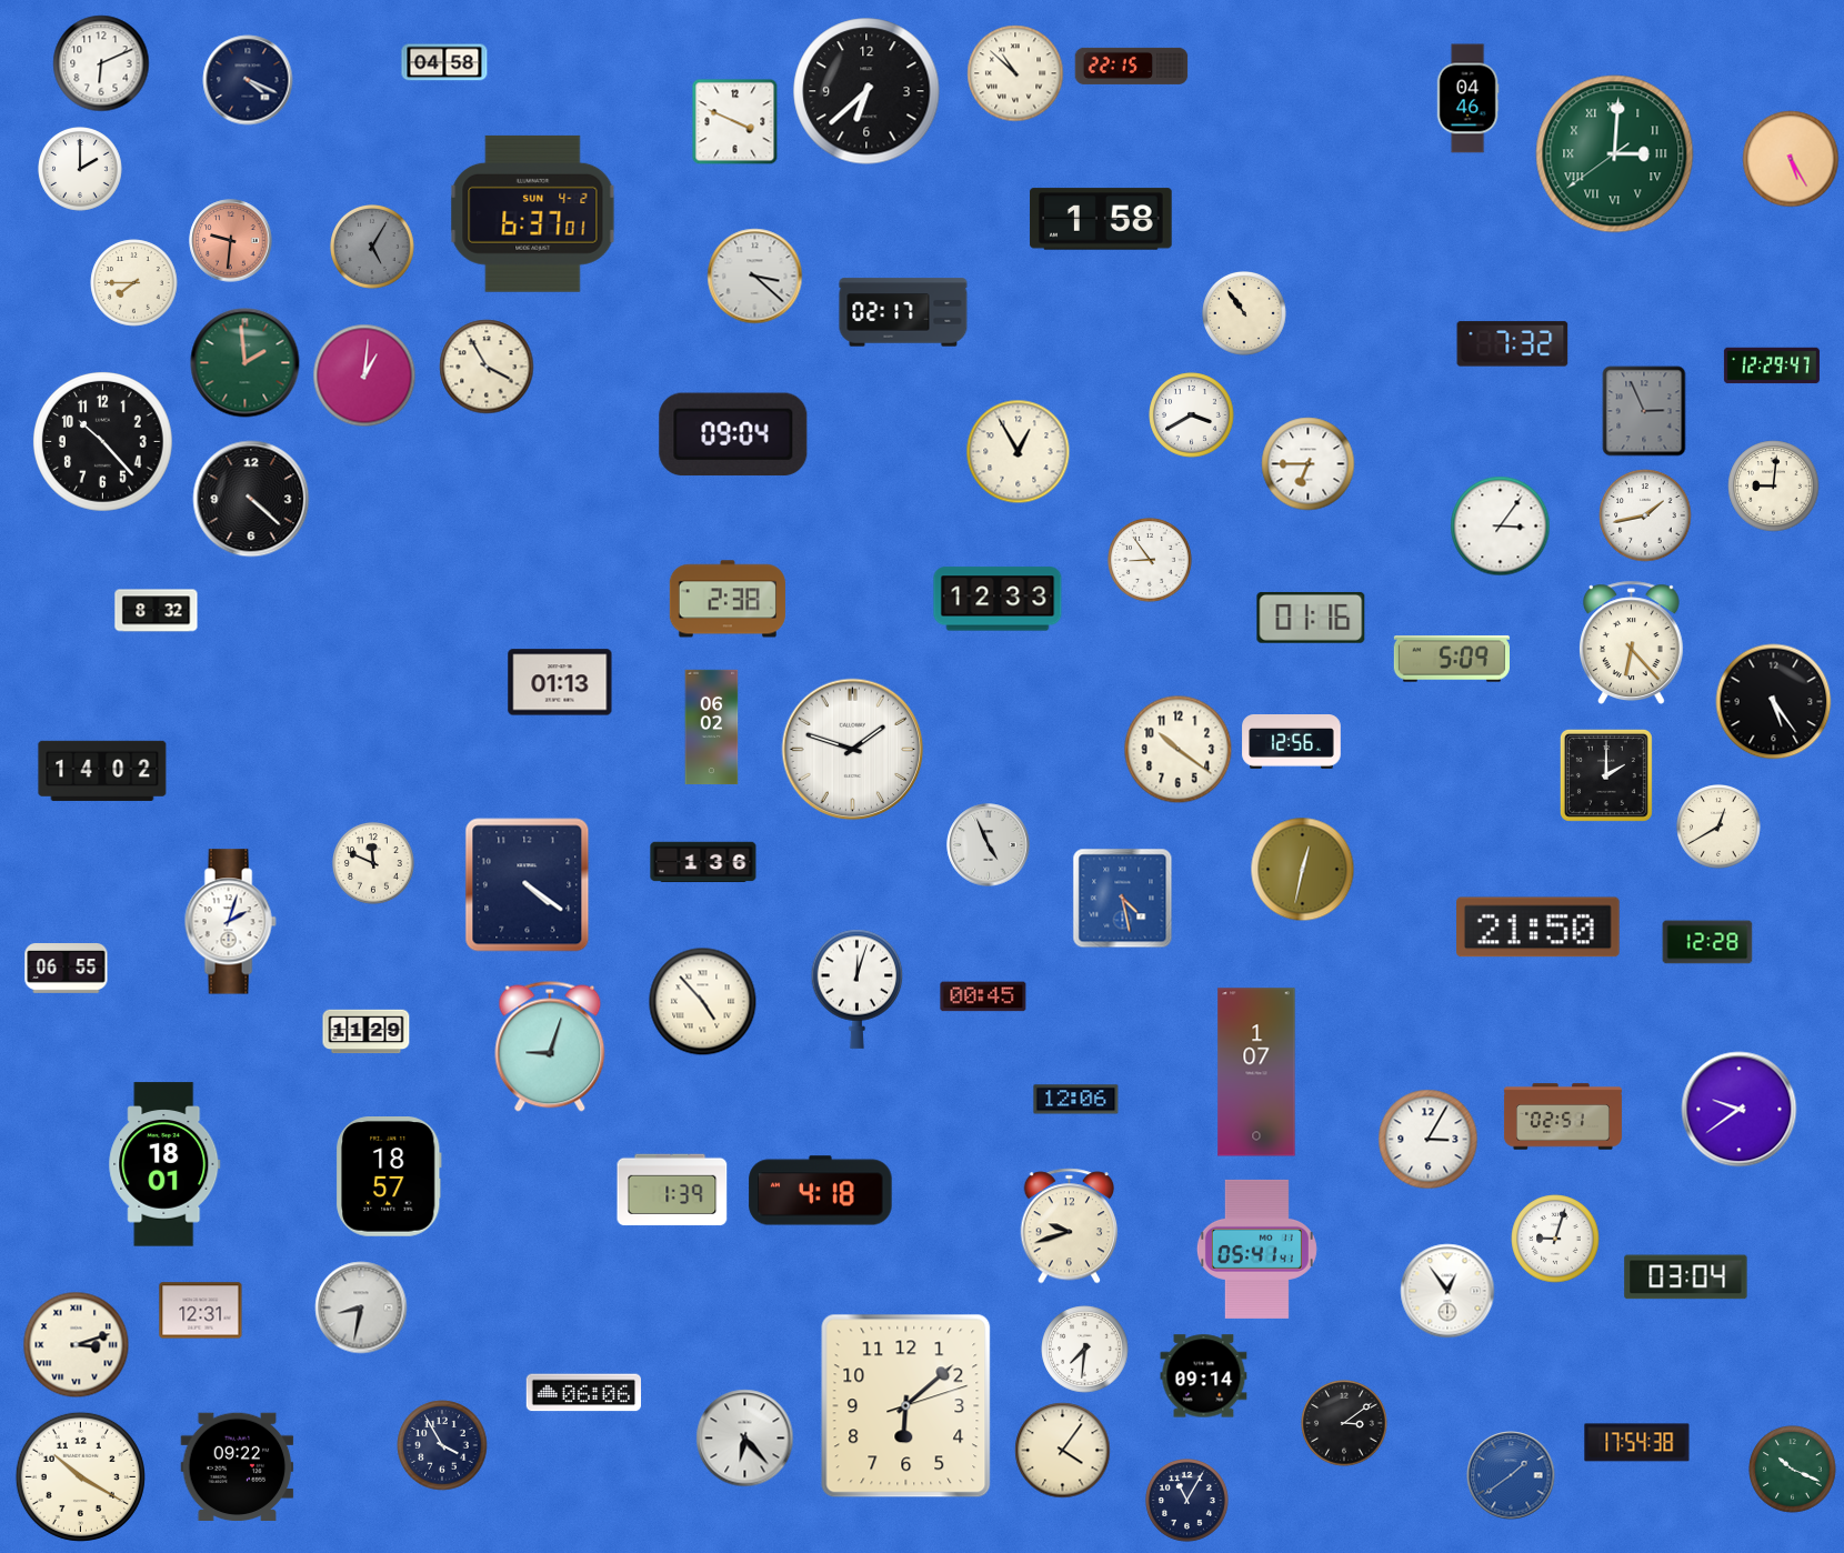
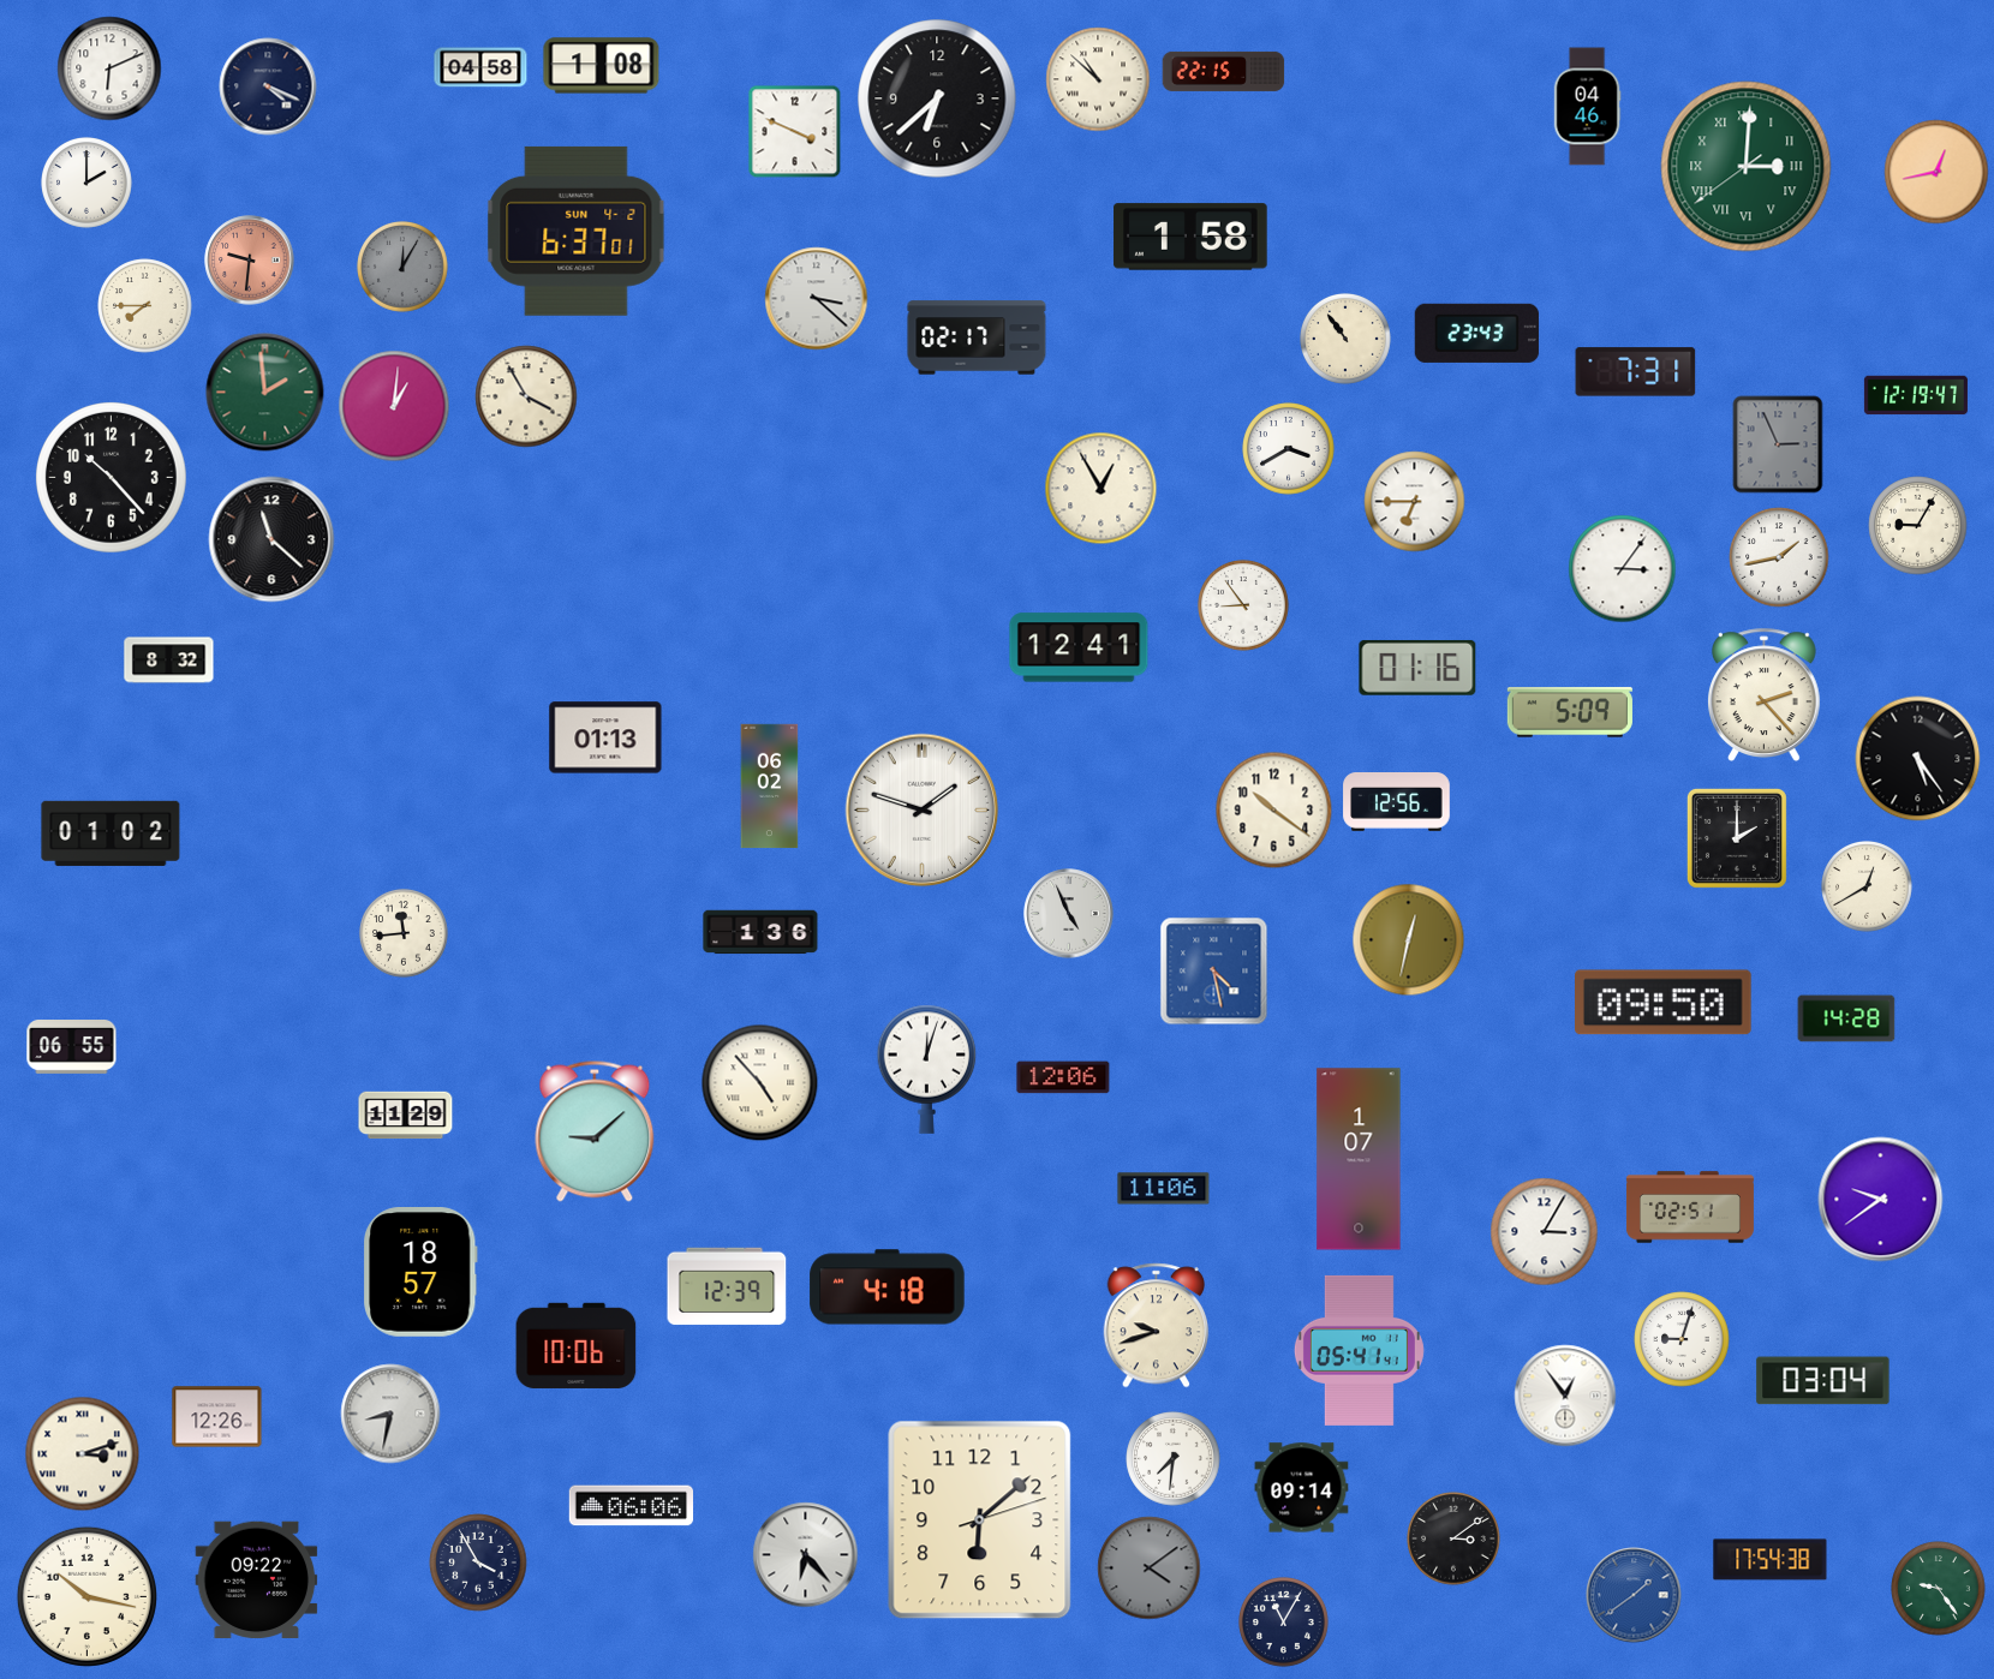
clock at (602, 66): none -> 1:08
clock at (1791, 159): 5:25 -> 12:43
clock at (373, 248): 5:05 -> 12:05
clock at (1476, 333): none -> 23:43
clock at (1513, 344): 7:32 -> 7:31
clock at (1772, 365): 12:29 -> 12:19
clock at (733, 434): 09:04 -> none
clock at (1774, 487): 9:01 -> 9:05
clock at (251, 499): 4:22 -> 11:22
clock at (728, 599): 2:38 -> none
clock at (998, 599): 12:33 -> 12:41
clock at (1631, 642): 6:23 -> 2:23
clock at (102, 771): 14:02 -> 01:02
clock at (1720, 828) position: (1720, 828) -> (1868, 888)
clock at (373, 863): 11:49 -> 11:44
clock at (528, 885): 4:21 -> none
clock at (230, 922): 2:03 -> none
clock at (1539, 928): 21:50 -> 09:50
clock at (1707, 942): 12:28 -> 14:28
clock at (983, 996): 00:45 -> 12:06
clock at (367, 1032) position: (367, 1032) -> (406, 1116)
clock at (550, 1046): 9:03 -> 9:08
clock at (1076, 1100): 12:06 -> 11:06
clock at (164, 1164): 18:01 -> none
clock at (672, 1190): 1:39 -> 12:39
clock at (577, 1345): none -> 10:06
clock at (201, 1311): 12:31 -> 12:26
clock at (1063, 1451): 4:06 -> 4:09
clock at (1063, 1451) dial: cream -> grey
clock at (238, 1467) position: (238, 1467) -> (257, 1581)
clock at (1793, 1470): 10:19 -> 9:24
clock at (80, 1476): 10:20 -> 10:17
